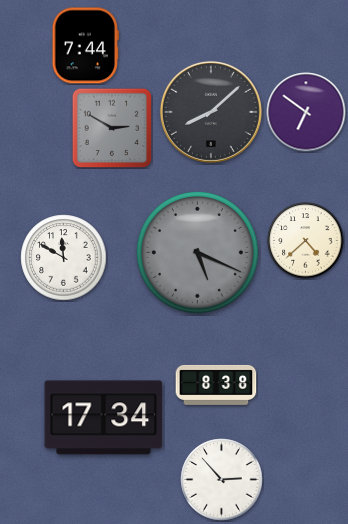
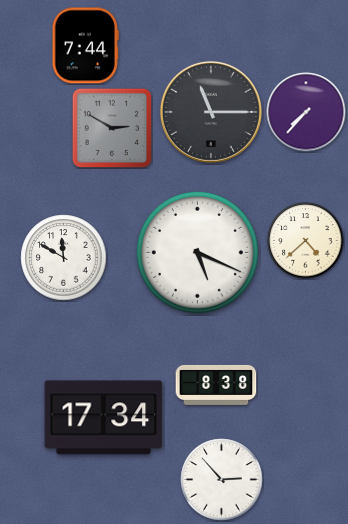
clock at (211, 112): 8:08 -> 11:15
clock at (306, 112): 6:51 -> 7:37
clock at (197, 252) dial: grey -> white
